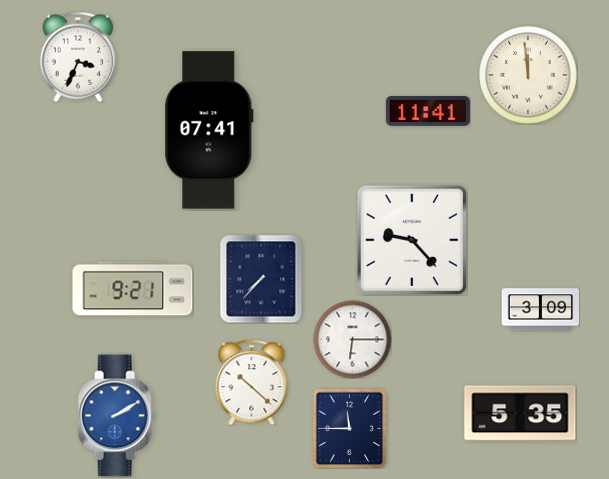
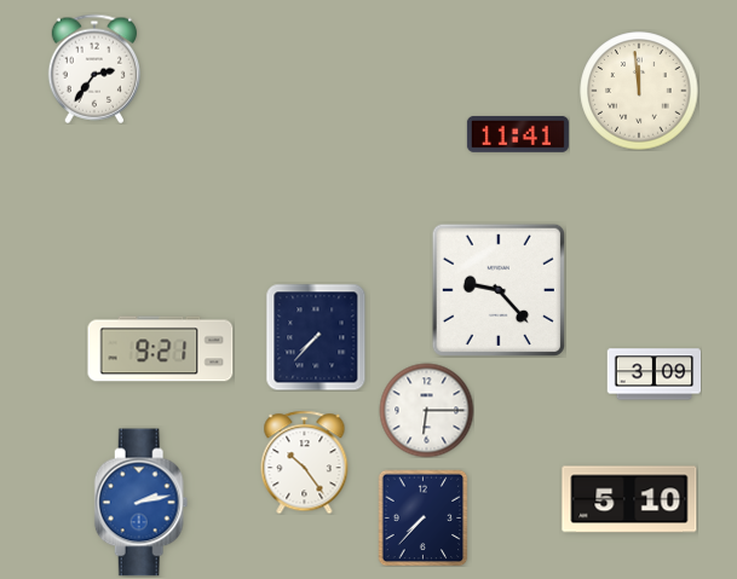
clock at (78, 57): 3:34 -> 2:36
clock at (209, 130): 07:41 -> none
clock at (252, 382): 10:22 -> 10:24
clock at (520, 413): 5:35 -> 5:10
clock at (117, 416): 2:10 -> 2:13
clock at (350, 428): 11:45 -> 7:37
